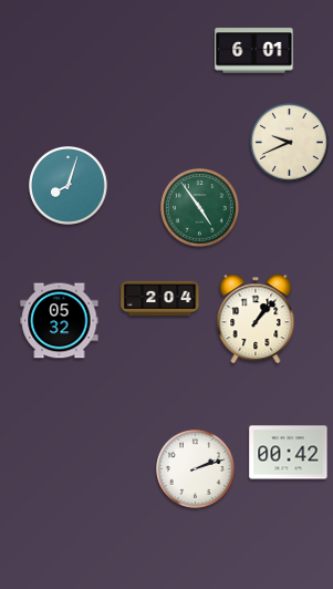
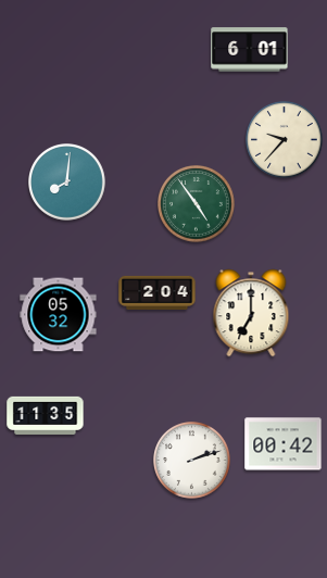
clock at (290, 143): 9:41 -> 9:37
clock at (69, 186): 8:03 -> 8:01
clock at (256, 319): 1:07 -> 7:00
clock at (46, 415): none -> 11:35
